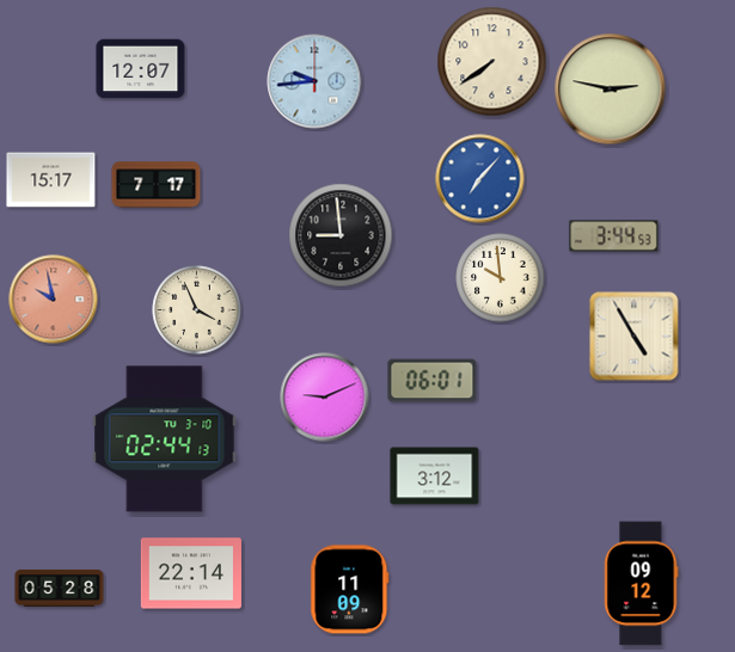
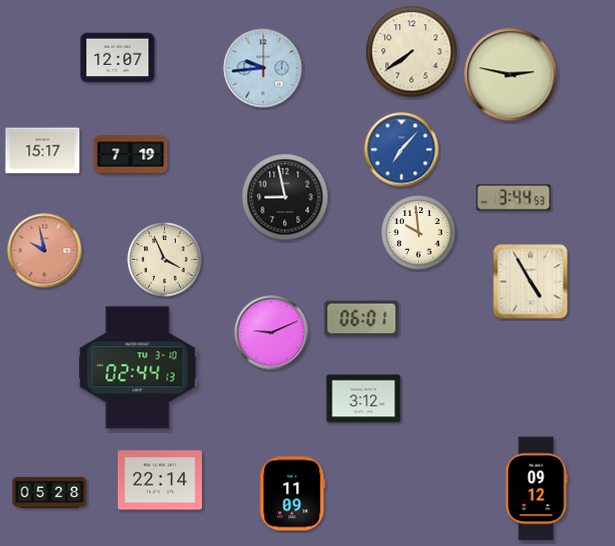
clock at (157, 185): 7:17 -> 7:19
clock at (341, 235): 8:59 -> 8:58
